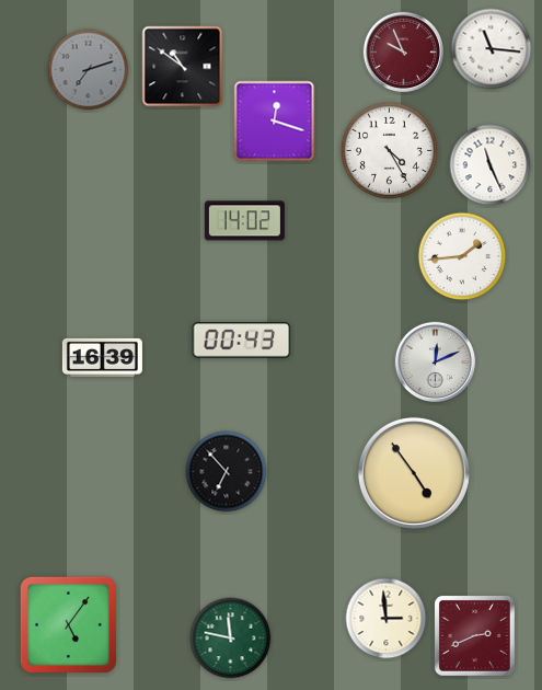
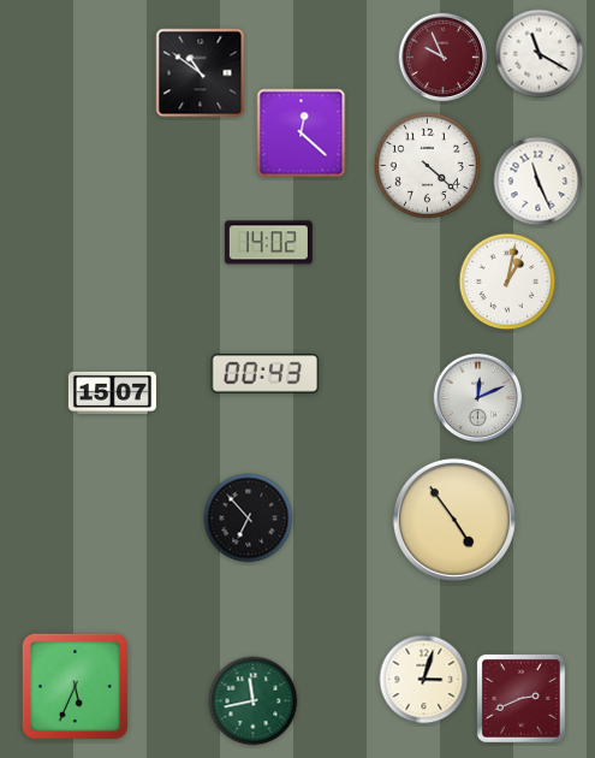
clock at (492, 49): 11:16 -> 11:20
clock at (89, 70): 7:12 -> none
clock at (275, 122): 12:18 -> 12:22
clock at (389, 150): 4:25 -> 4:22
clock at (462, 256): 1:44 -> 1:02
clock at (102, 357): 16:39 -> 15:07
clock at (387, 619): 2:59 -> 3:03
clock at (68, 624): 5:06 -> 5:34
clock at (231, 639): 11:47 -> 11:43
